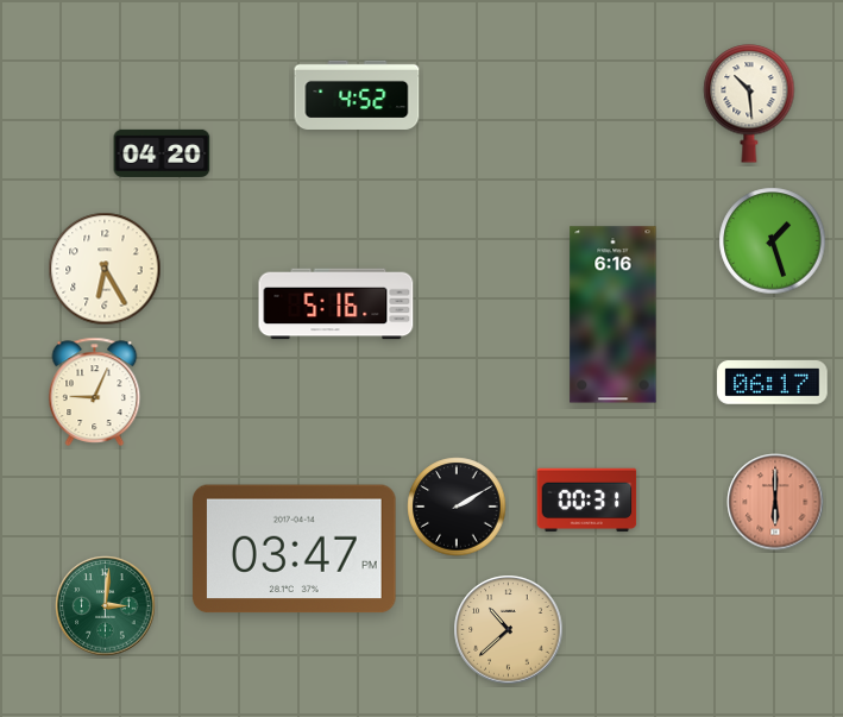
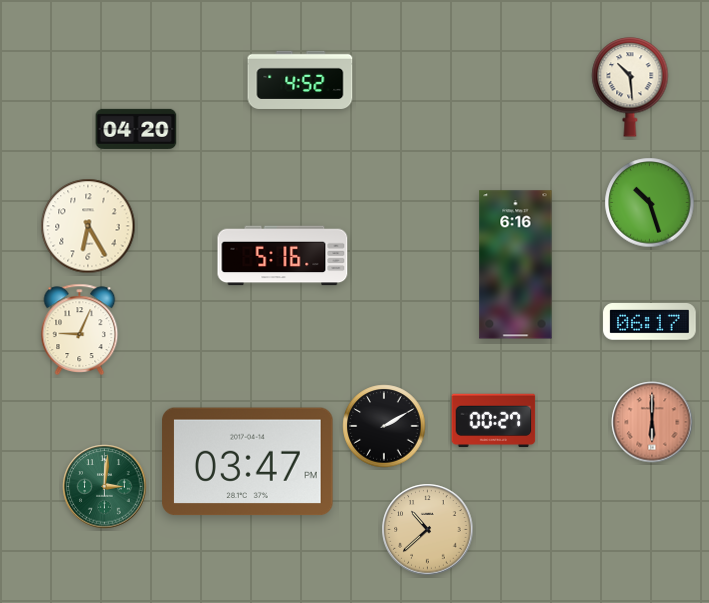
clock at (773, 241): 1:27 -> 10:27
clock at (587, 501): 00:31 -> 00:27
clock at (106, 606) position: (106, 606) -> (105, 487)
